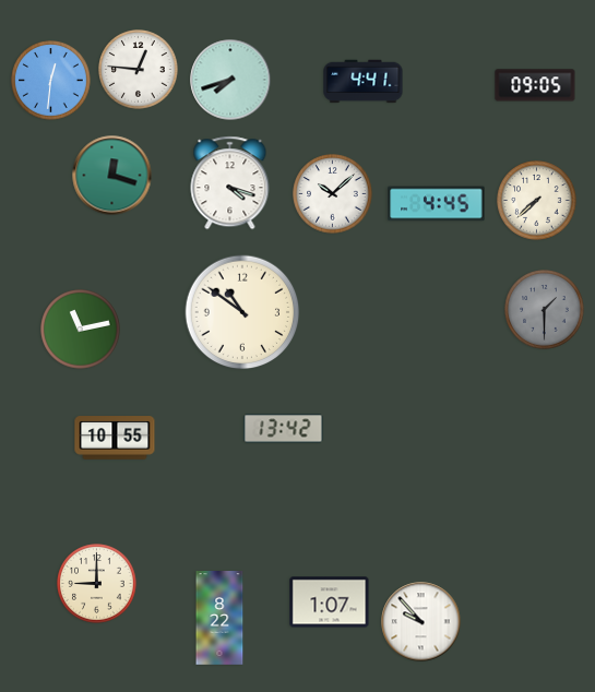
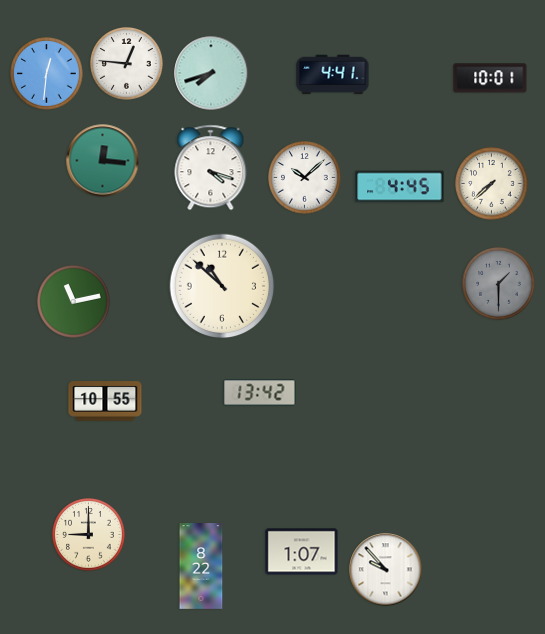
clock at (535, 85): 09:05 -> 10:01
clock at (112, 176): 12:18 -> 12:16
clock at (242, 312): 10:51 -> 10:52
